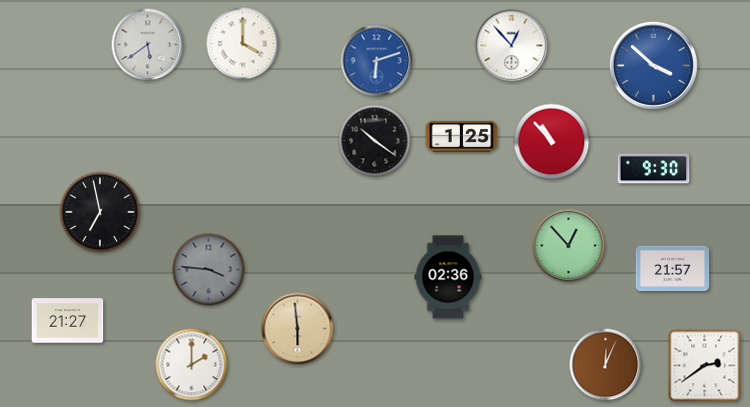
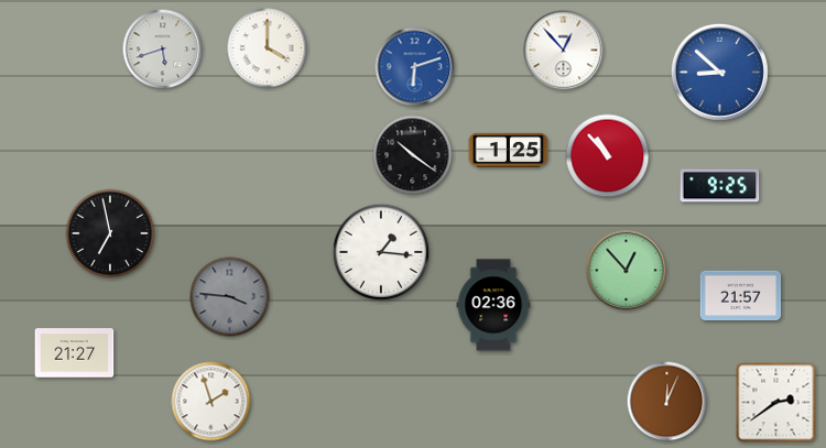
clock at (148, 45): 5:39 -> 5:42
clock at (653, 65): 3:52 -> 8:52
clock at (654, 169): 9:30 -> 9:25
clock at (381, 252): none -> 1:16
clock at (298, 329): 5:59 -> none
clock at (192, 365): 2:00 -> 1:57
